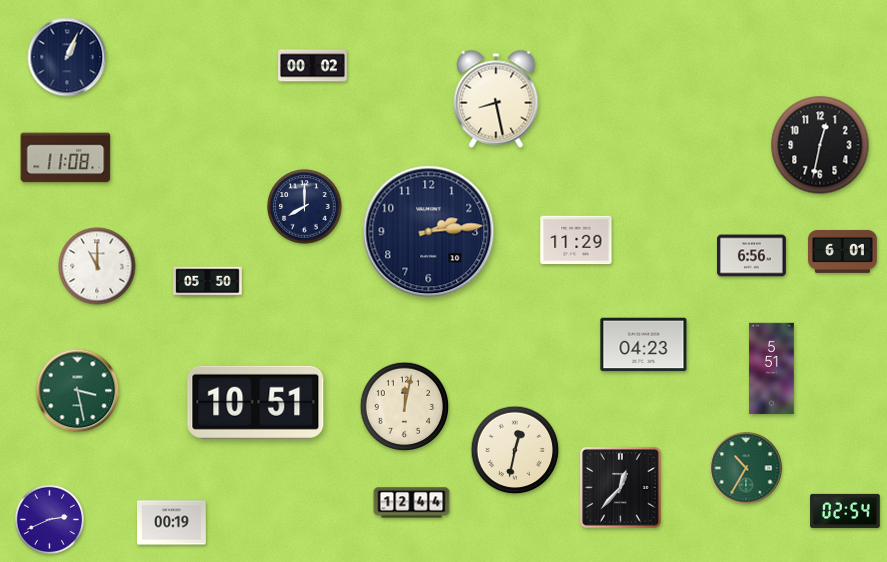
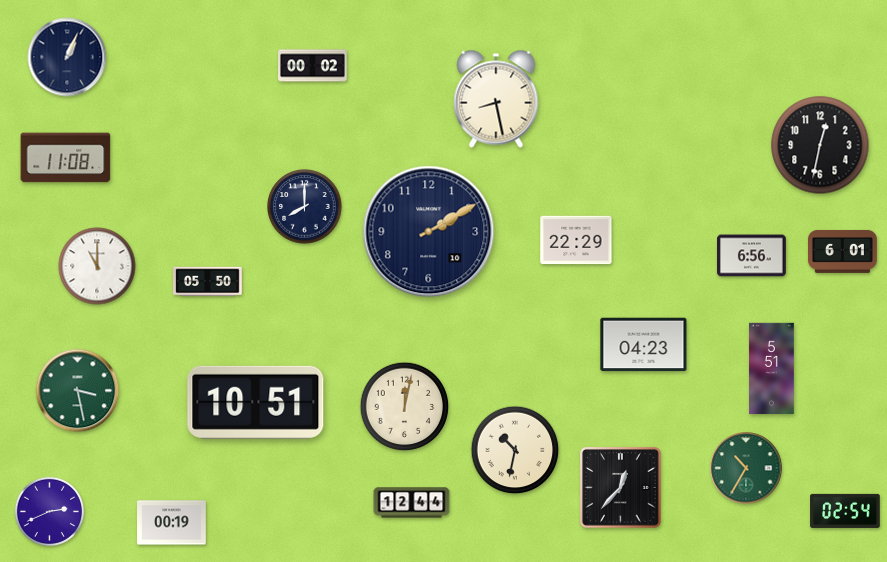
clock at (429, 232): 2:14 -> 2:10
clock at (576, 240): 11:29 -> 22:29
clock at (515, 450): 12:32 -> 10:32
clock at (49, 519) position: (49, 519) -> (49, 511)
